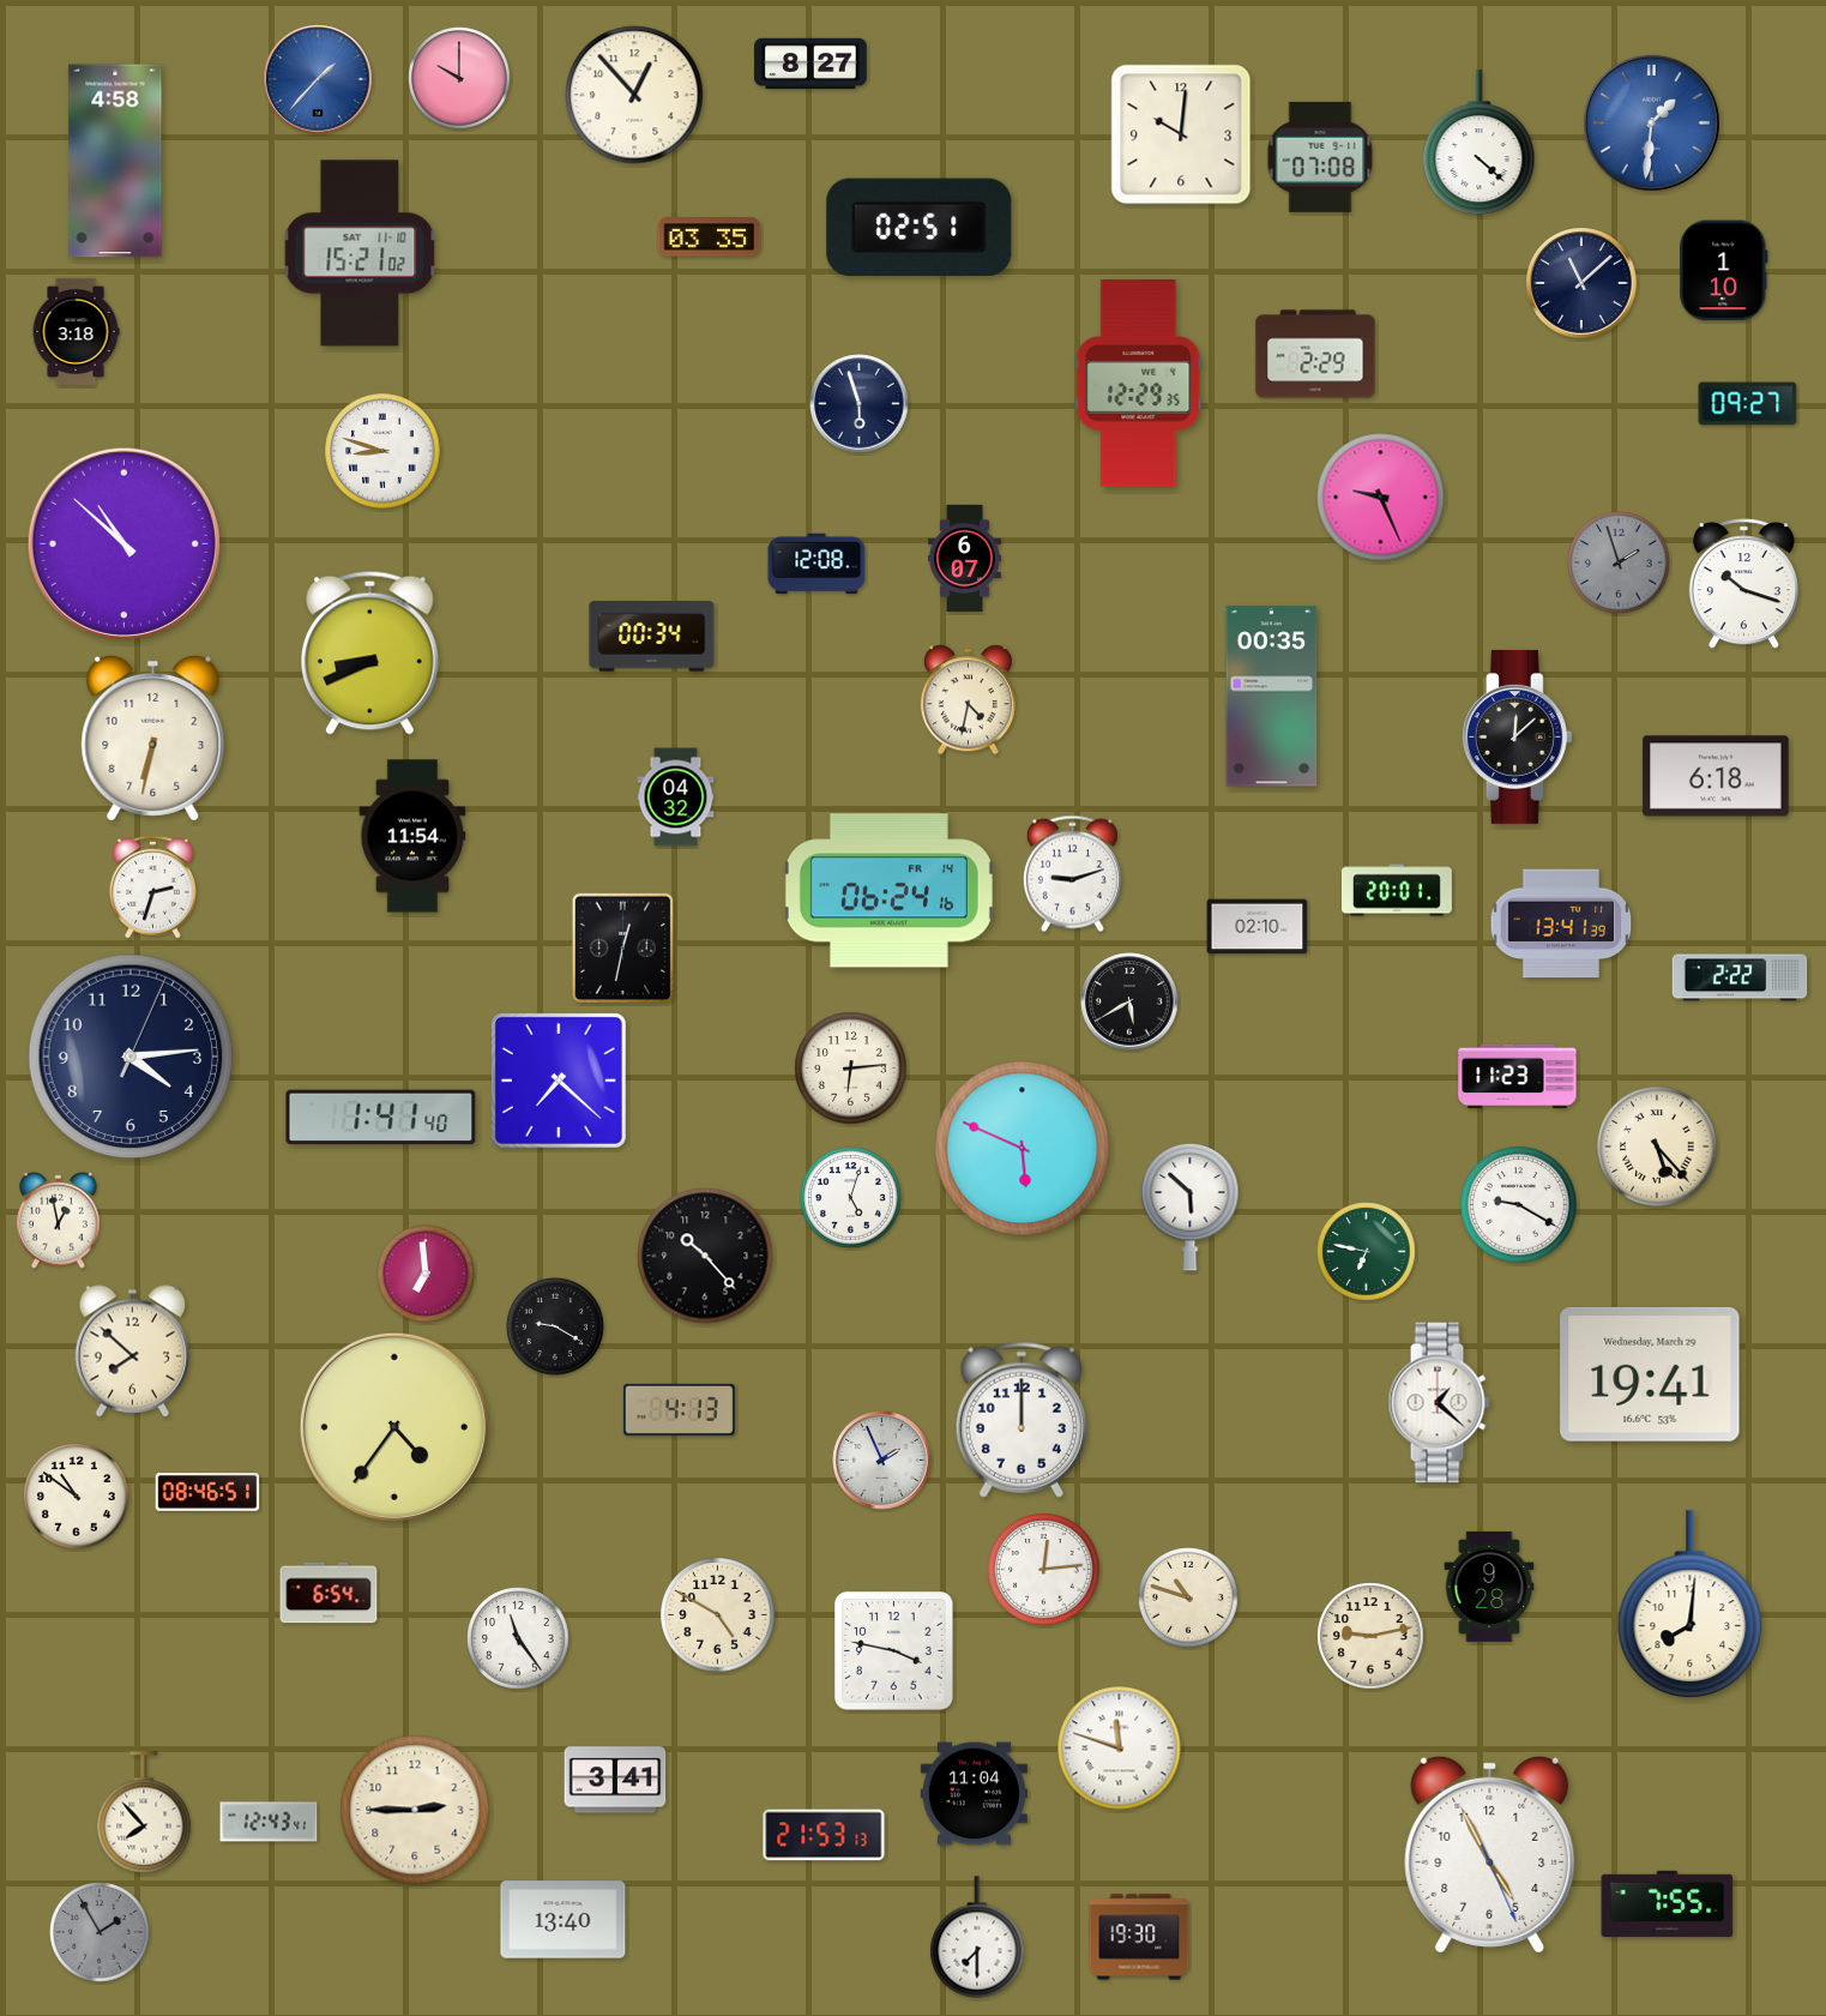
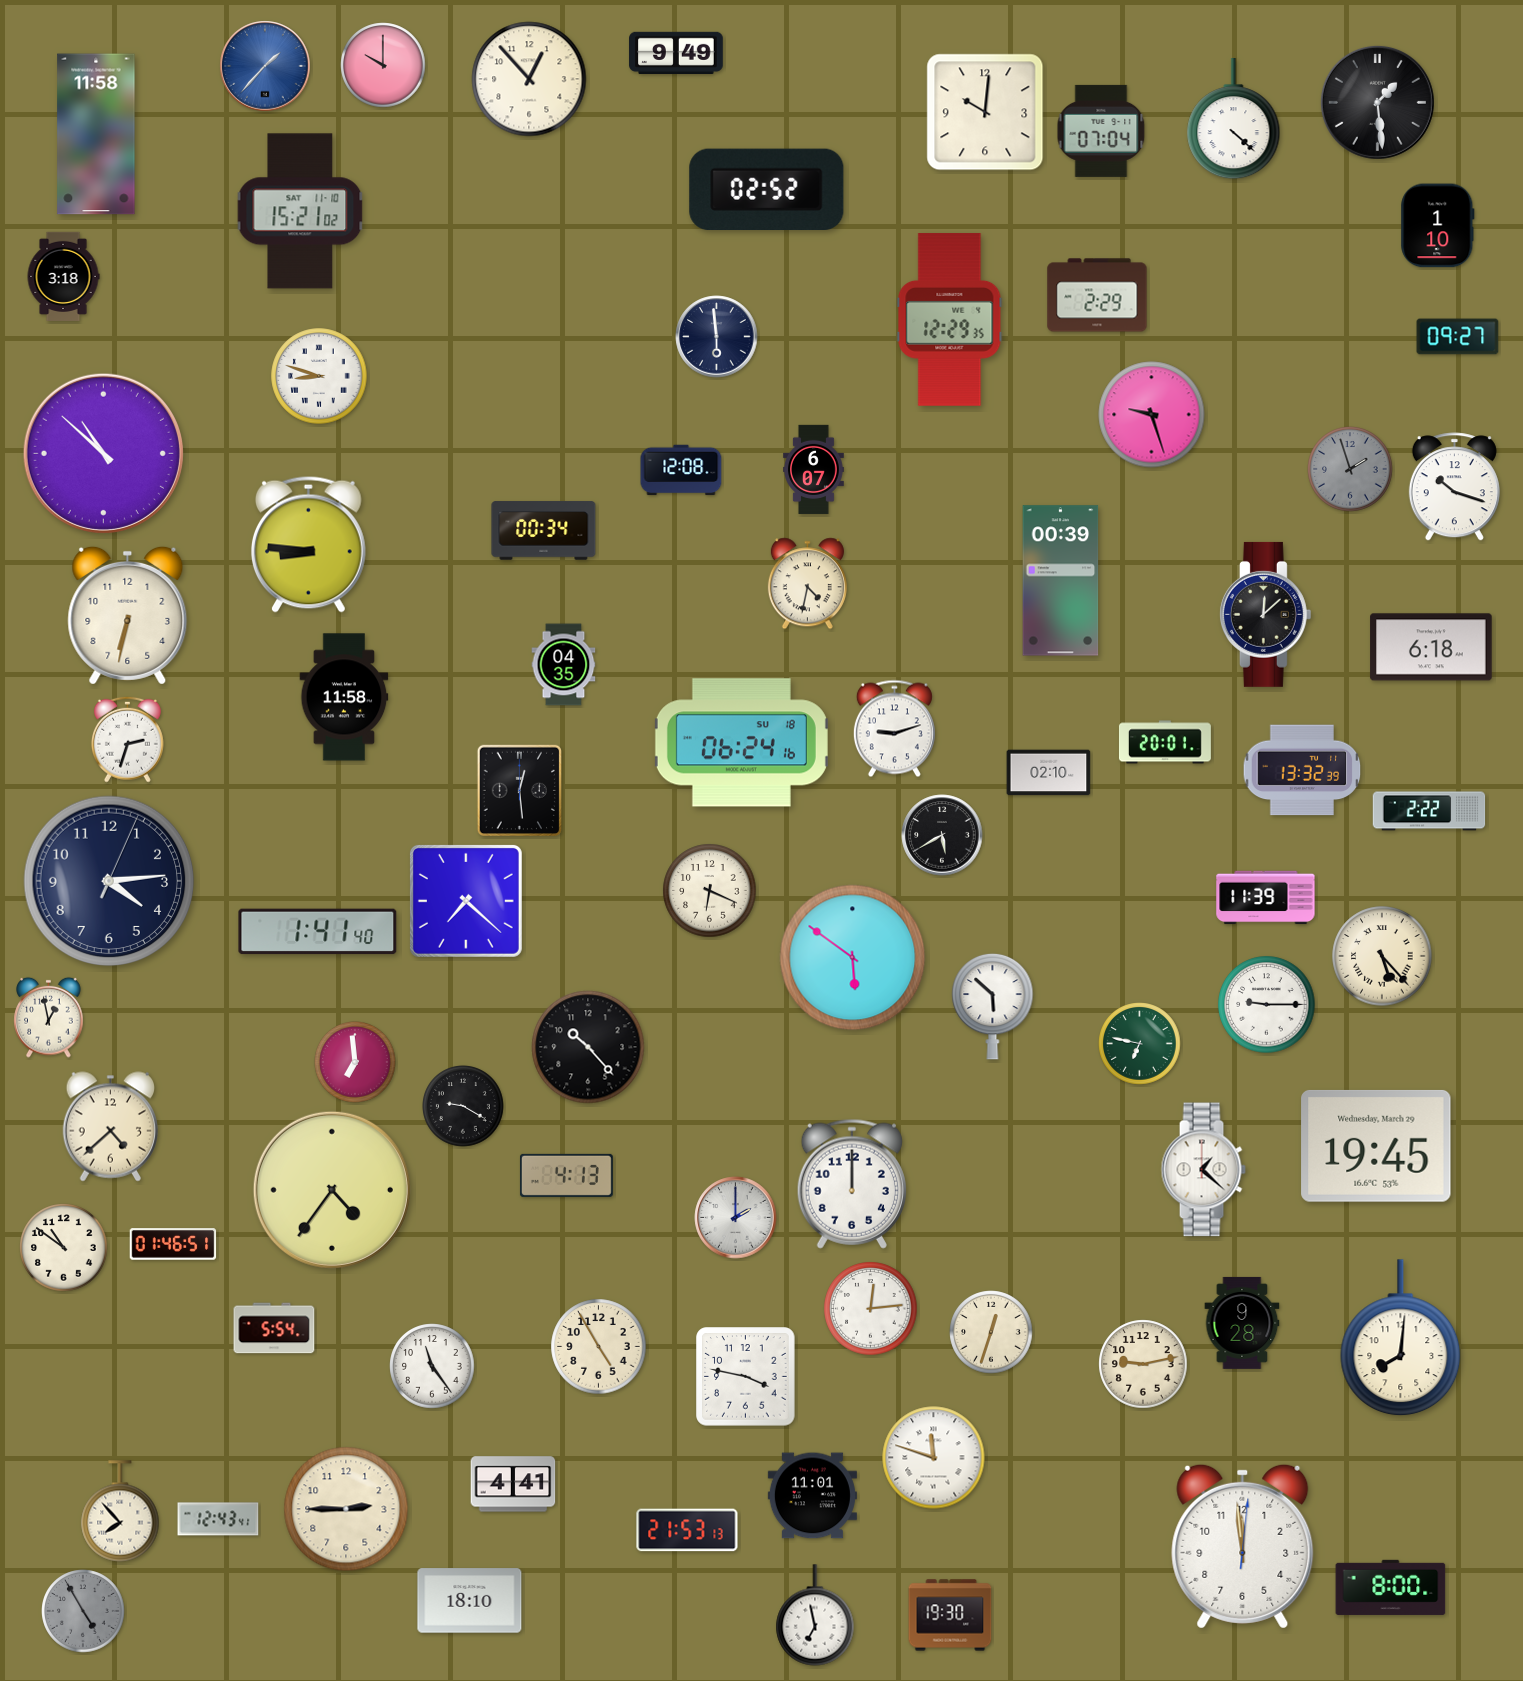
clock at (810, 62): 8:27 -> 9:49
clock at (1651, 122): 1:31 -> 1:29
clock at (1651, 122) dial: blue -> black
clock at (1320, 157): 07:08 -> 07:04
clock at (115, 161): 4:58 -> 11:58
clock at (920, 227): 02:51 -> 02:52
clock at (710, 237): 03:35 -> none
clock at (1581, 283): 11:08 -> none
clock at (860, 404): 5:57 -> 5:59
clock at (1381, 498): 9:26 -> 9:27
clock at (965, 558) position: (965, 558) -> (814, 469)
clock at (369, 652): 8:41 -> 8:46
clock at (1272, 697): 00:35 -> 00:39
clock at (676, 798): 04:32 -> 04:35
clock at (412, 836): 11:54 -> 11:58
clock at (888, 891) date: FR 14 -> SU 18
clock at (1561, 923): 13:41 -> 13:32
clock at (622, 947): 12:32 -> 12:29
clock at (1740, 977) position: (1740, 977) -> (1429, 811)
clock at (851, 1069): 6:14 -> 6:19
clock at (1518, 1077): 11:23 -> 11:39
clock at (1023, 1149): 5:49 -> 5:51
clock at (851, 1198): 5:03 -> none
clock at (1519, 1205): 9:20 -> 9:15
clock at (132, 1352): 7:52 -> 4:38
clock at (1650, 1374): 19:41 -> 19:45
clock at (1439, 1403) position: (1439, 1403) -> (1203, 1170)
clock at (394, 1427) position: (394, 1427) -> (332, 1190)
clock at (882, 1461): 1:56 -> 2:00
clock at (207, 1492): 08:46 -> 01:46
clock at (329, 1593): 6:54 -> 5:54
clock at (1188, 1597): 10:48 -> 12:33
clock at (1691, 1605) position: (1691, 1605) -> (1401, 1338)
clock at (718, 1615): 4:50 -> 4:55
clock at (615, 1780): 3:41 -> 4:41
clock at (974, 1794): 11:04 -> 11:01
clock at (269, 1822) position: (269, 1822) -> (218, 1519)
clock at (1490, 1854): 4:55 -> 11:59
clock at (1668, 1903): 7:55 -> 8:00
clock at (564, 1920): 13:40 -> 18:10
clock at (100, 1932): 1:55 -> 4:55
clock at (977, 1937): 7:30 -> 6:58
